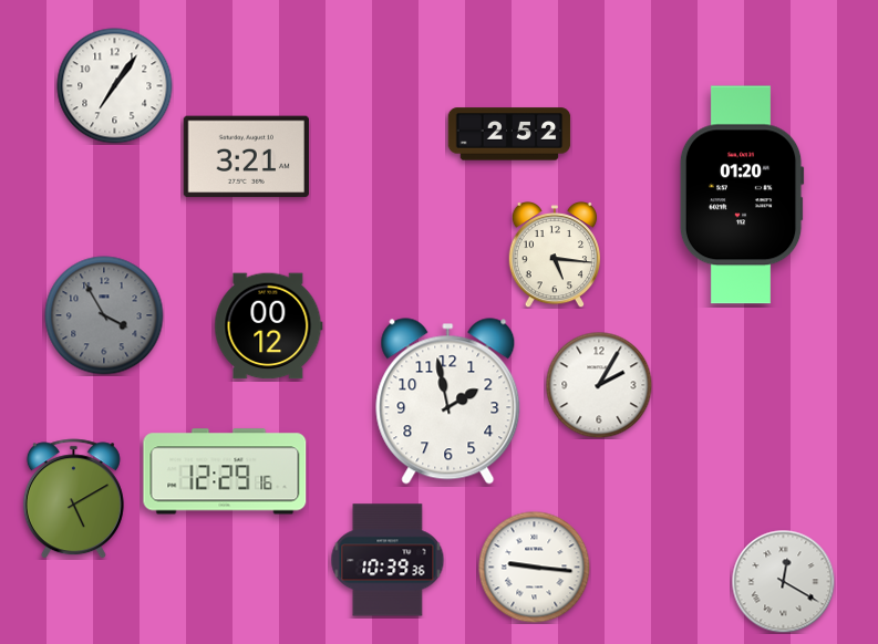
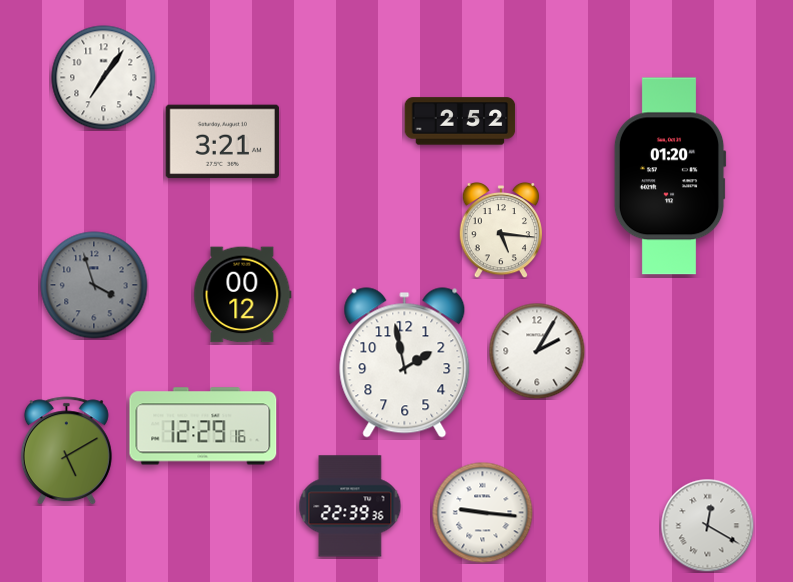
clock at (104, 315): 3:55 -> 3:57
clock at (599, 385) position: (599, 385) -> (537, 351)
clock at (388, 560): 10:39 -> 22:39
